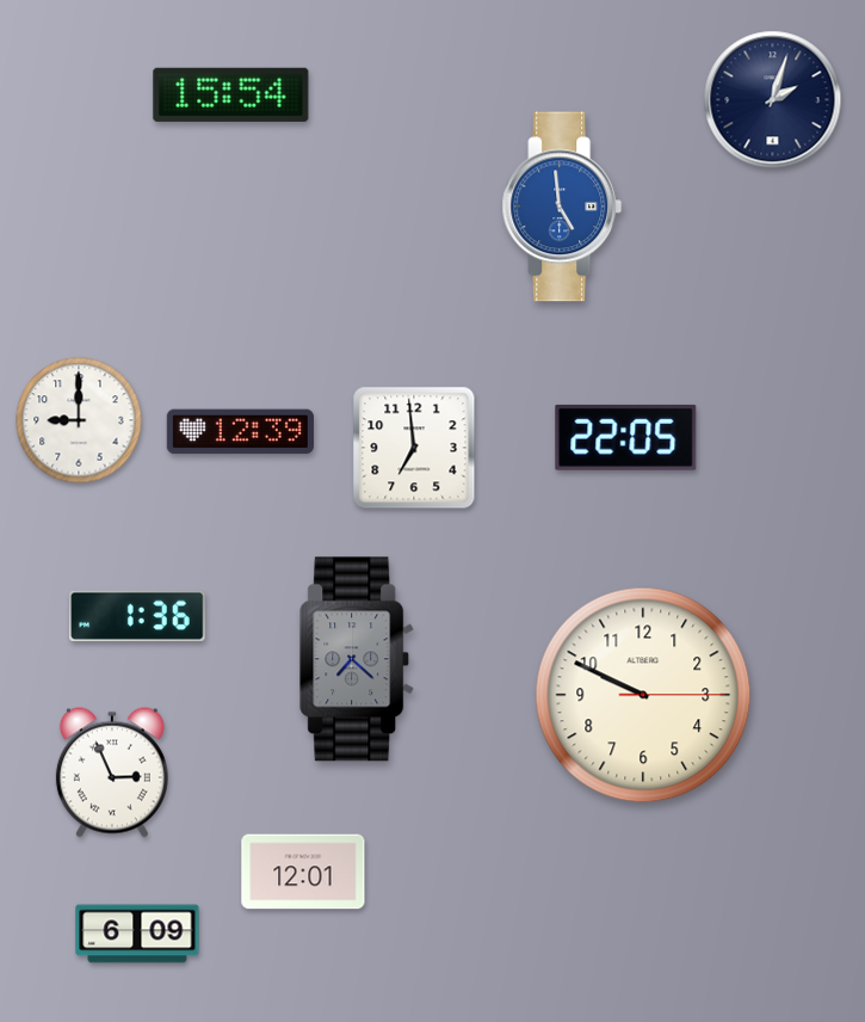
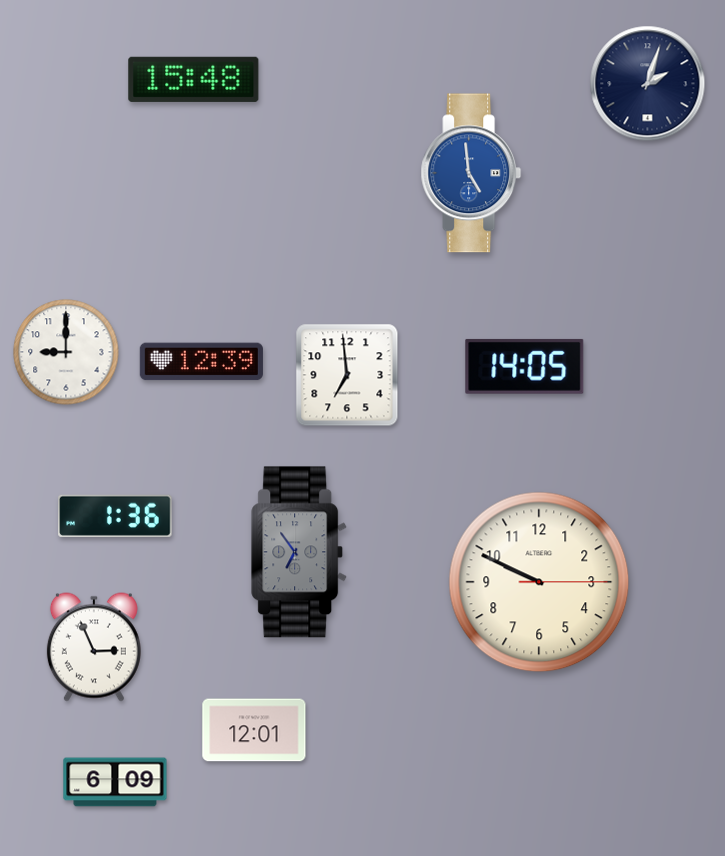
clock at (231, 94): 15:54 -> 15:48
clock at (626, 437): 22:05 -> 14:05
clock at (358, 659): 7:22 -> 6:54
